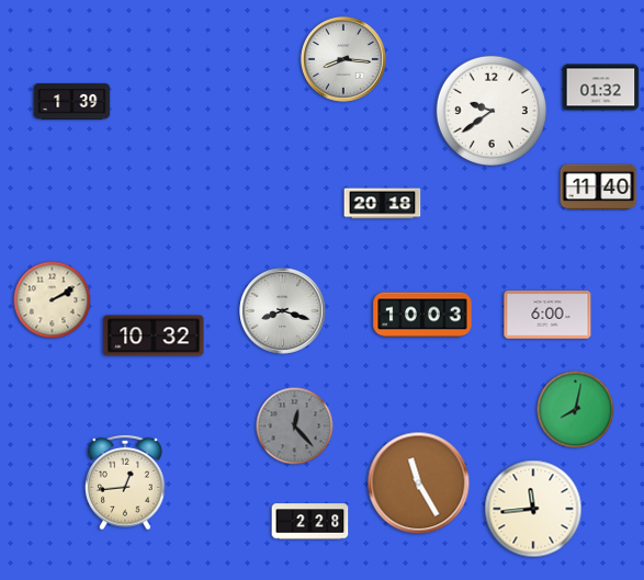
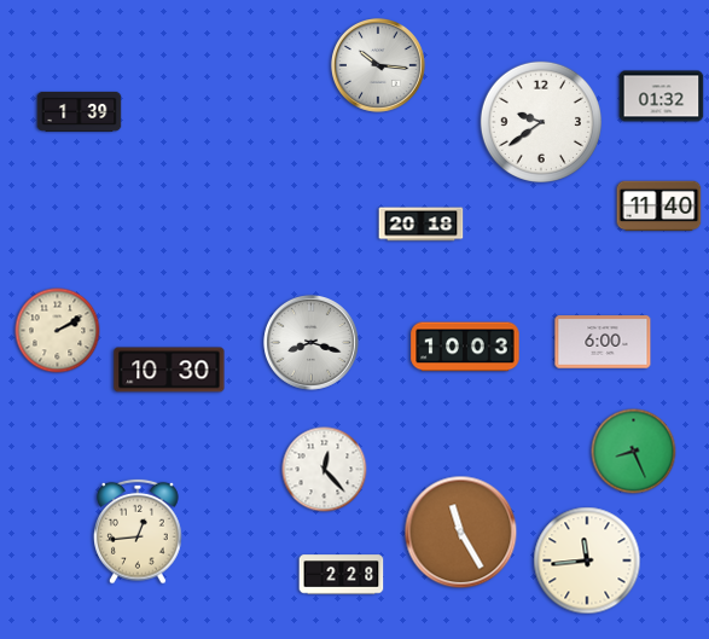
clock at (343, 59): 8:16 -> 10:16
clock at (547, 315) position: (547, 315) -> (603, 342)
clock at (154, 336): 10:32 -> 10:30
clock at (576, 410): 8:02 -> 8:26
clock at (295, 427) dial: grey -> white
